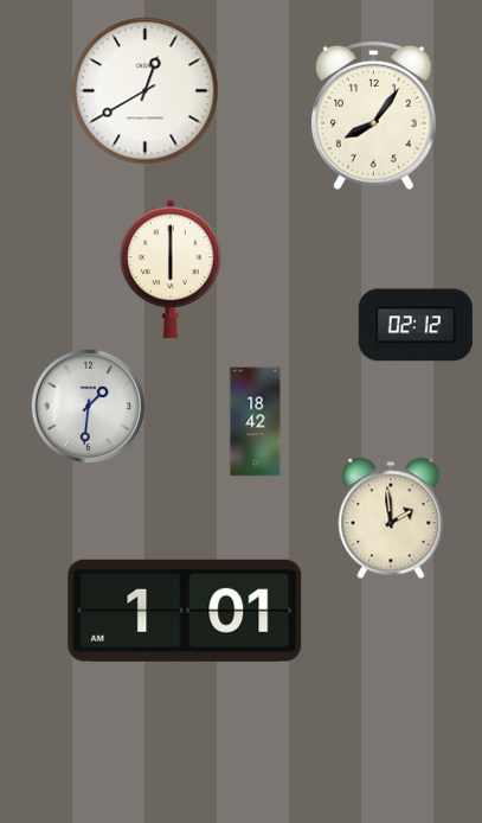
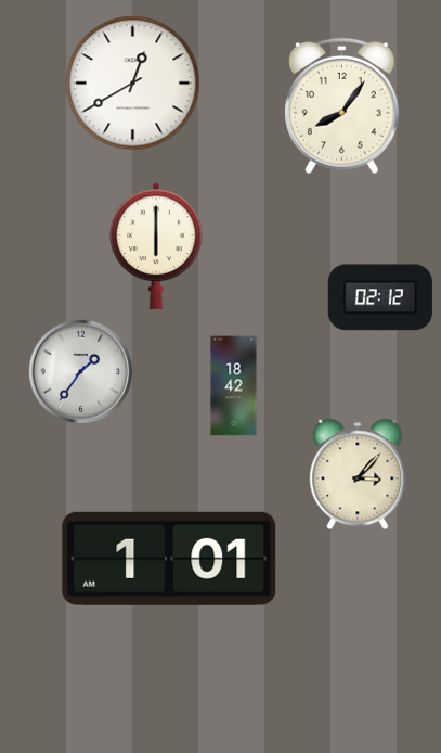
clock at (89, 407): 1:31 -> 1:36
clock at (391, 518): 1:59 -> 3:07
